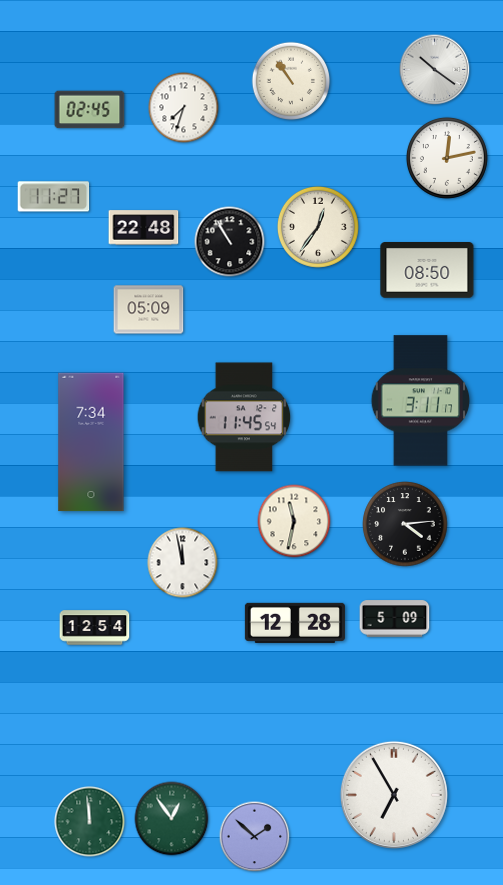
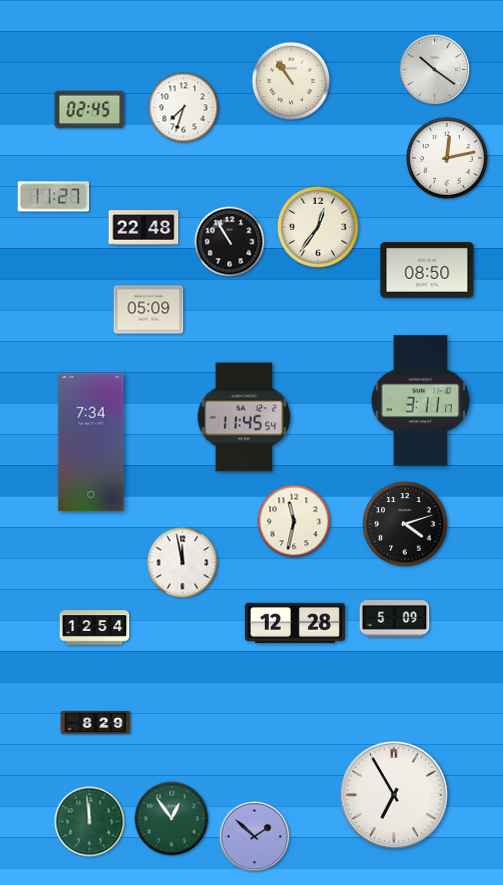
clock at (405, 524): 4:14 -> 4:12
clock at (96, 722): none -> 8:29
